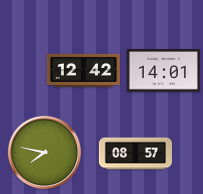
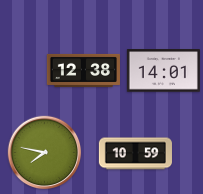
clock at (83, 70): 12:42 -> 12:38
clock at (135, 154): 08:57 -> 10:59
